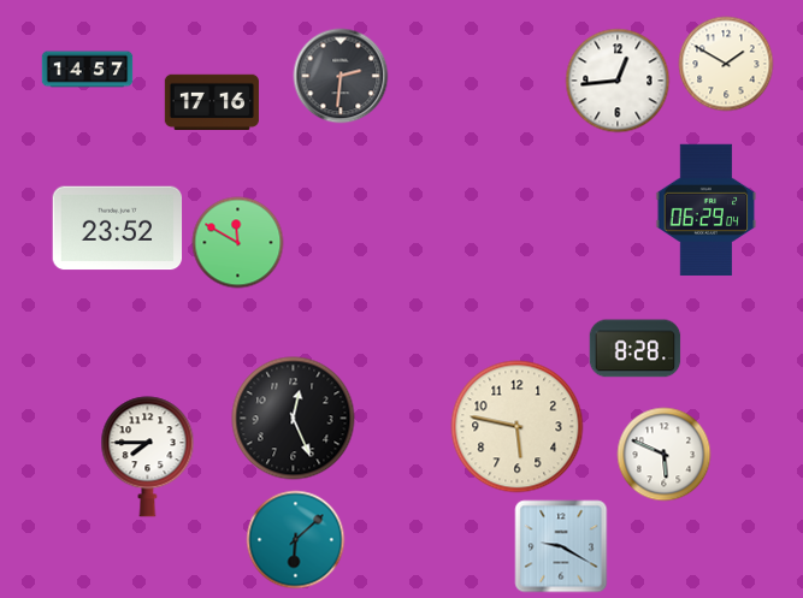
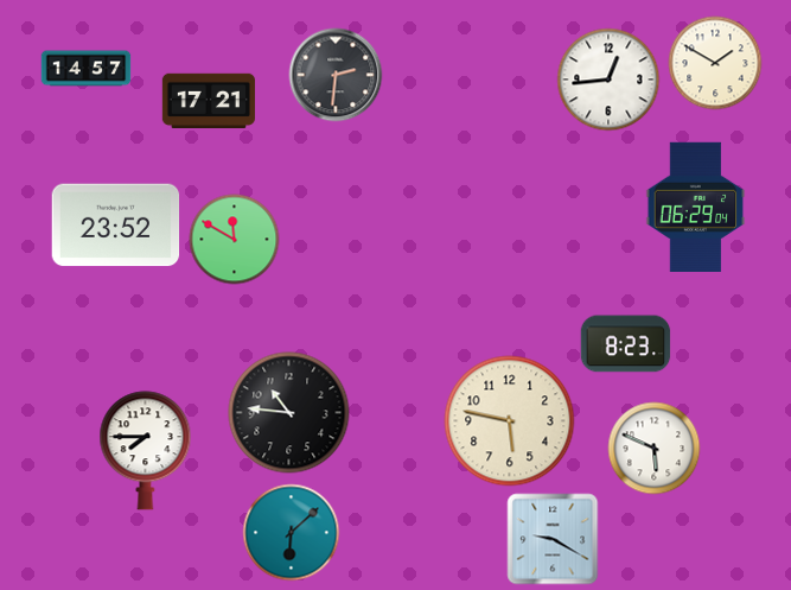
clock at (212, 101): 17:16 -> 17:21
clock at (636, 349): 8:28 -> 8:23
clock at (294, 419): 12:26 -> 10:46
